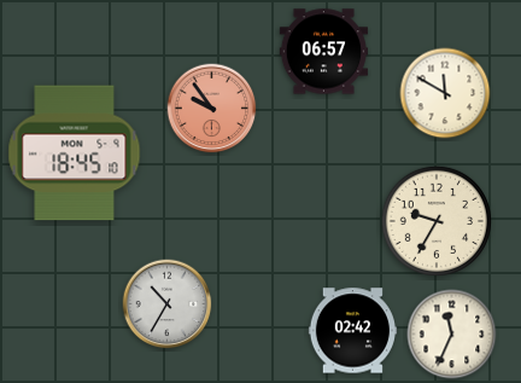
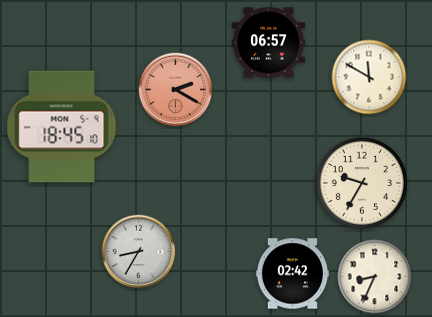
clock at (212, 109): 9:54 -> 2:20
clock at (168, 304): 10:35 -> 8:35
clock at (452, 335): 11:34 -> 8:34
